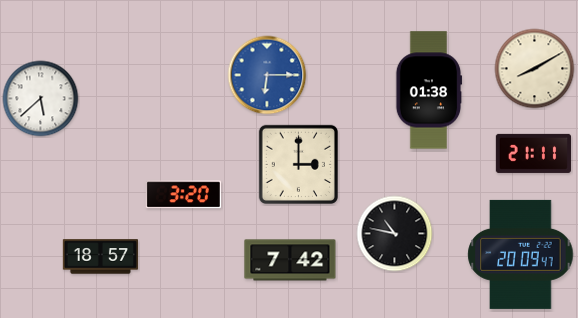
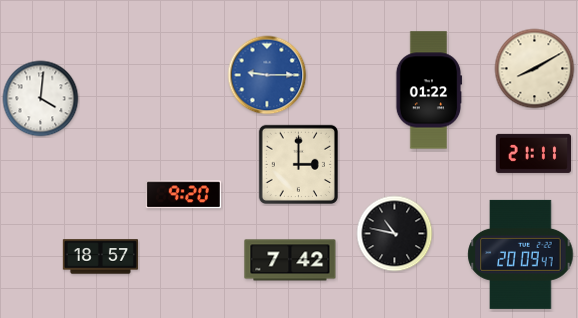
clock at (267, 75): 6:15 -> 9:15
clock at (429, 90): 01:38 -> 01:22
clock at (41, 99): 5:38 -> 4:01
clock at (183, 195): 3:20 -> 9:20
